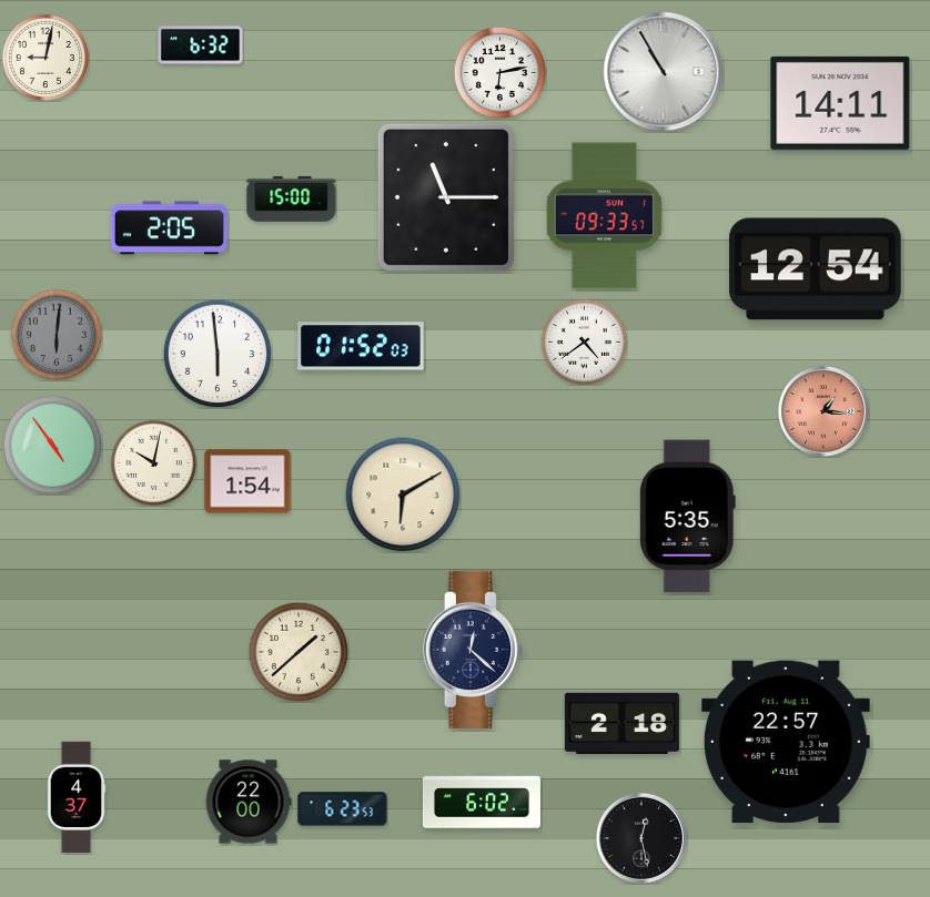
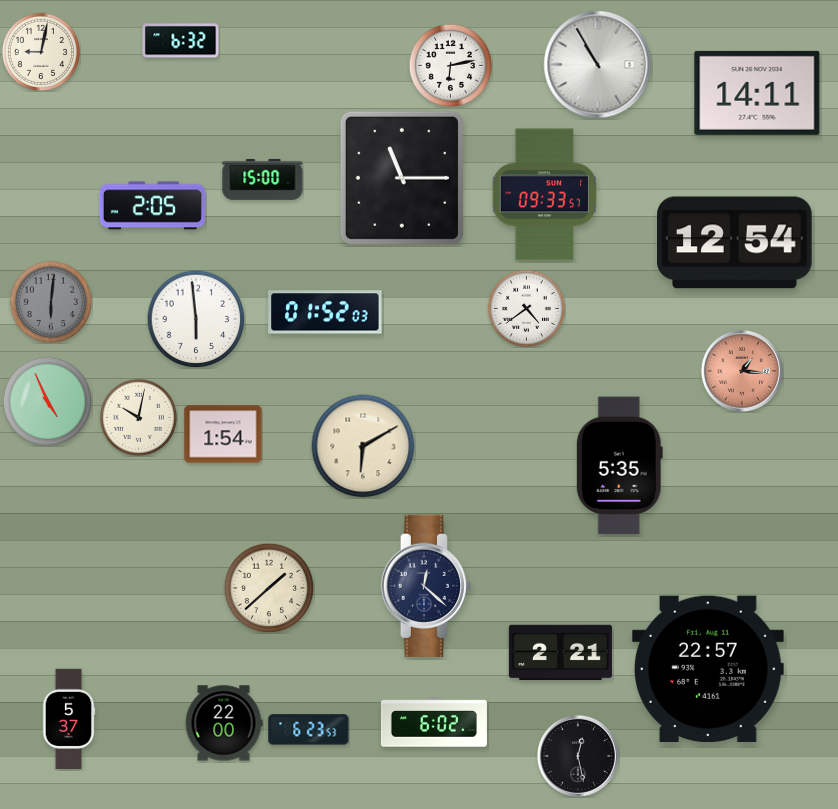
clock at (52, 445): 4:54 -> 4:56
clock at (621, 724): 2:18 -> 2:21
clock at (77, 797): 4:37 -> 5:37
